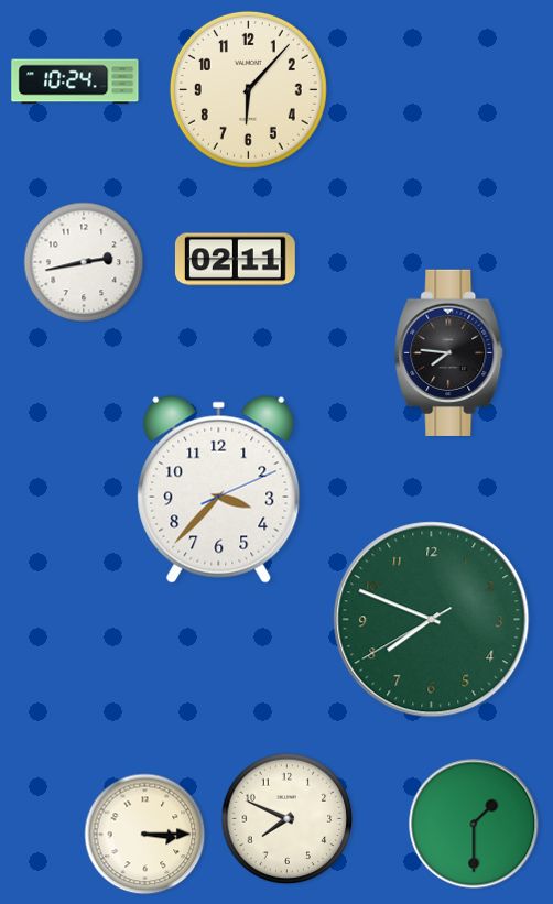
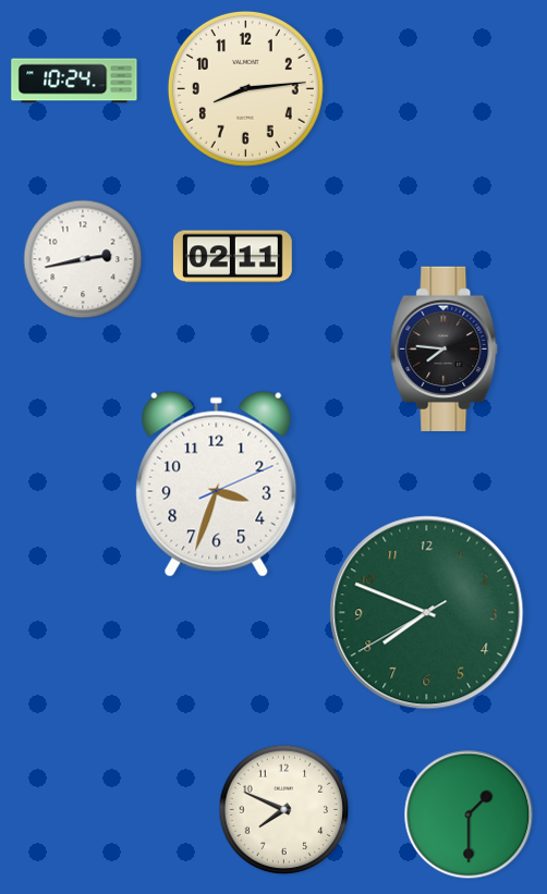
clock at (248, 89): 6:07 -> 8:14
clock at (219, 489): 3:37 -> 3:33
clock at (145, 835): 3:15 -> none
